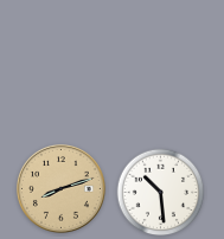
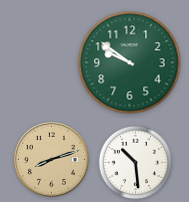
clock at (130, 63): none -> 9:51
